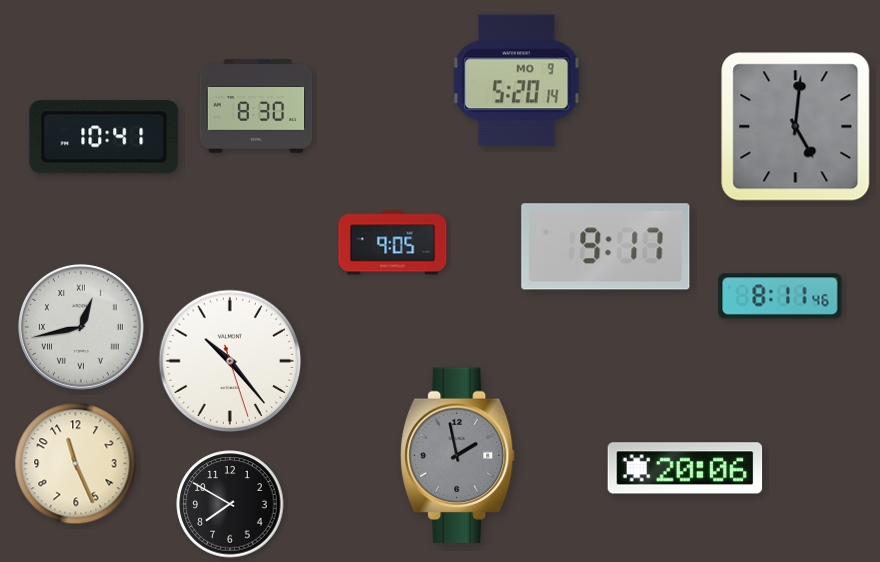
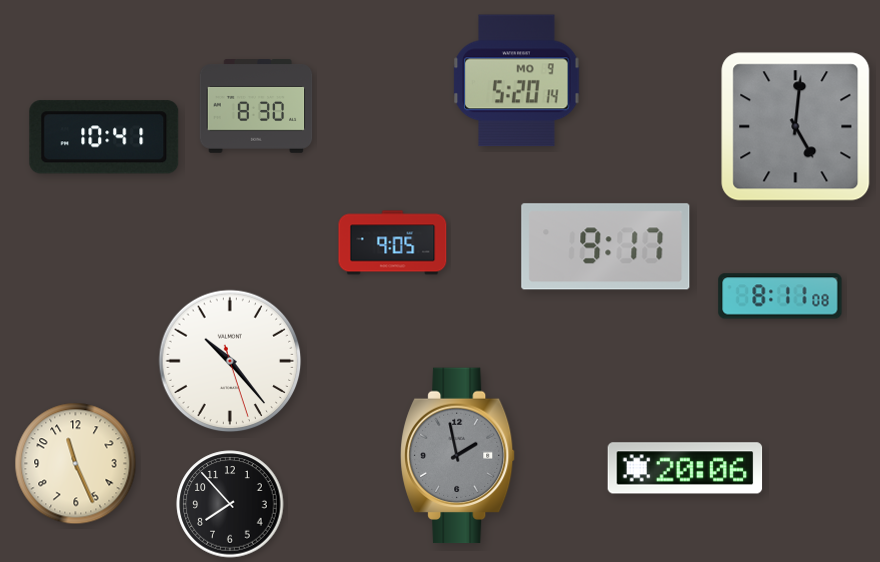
clock at (780, 296): 8:11:46 -> 8:11:08
clock at (81, 327): 12:43 -> none
clock at (230, 504): 7:50 -> 7:53
